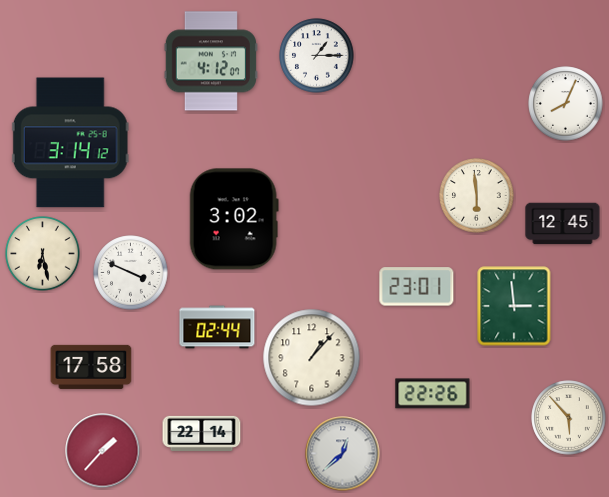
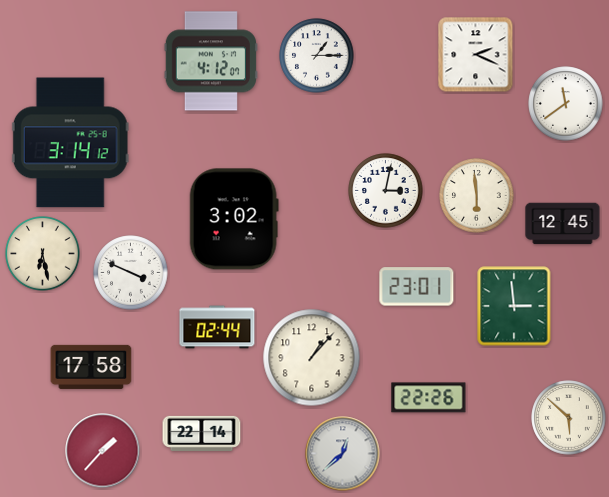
clock at (476, 55): none -> 2:19
clock at (566, 104): 8:04 -> 11:39
clock at (386, 191): none -> 3:02
clock at (433, 394) position: (433, 394) -> (429, 398)
clock at (569, 418): 5:53 -> 5:52
